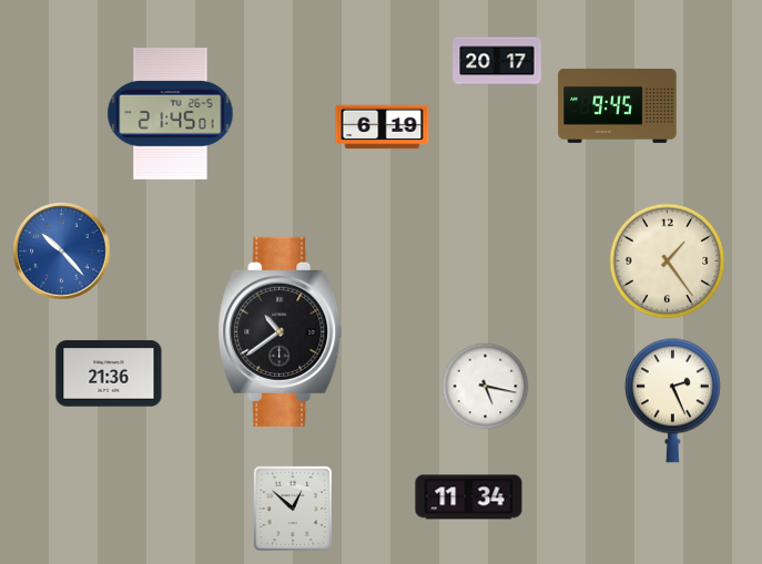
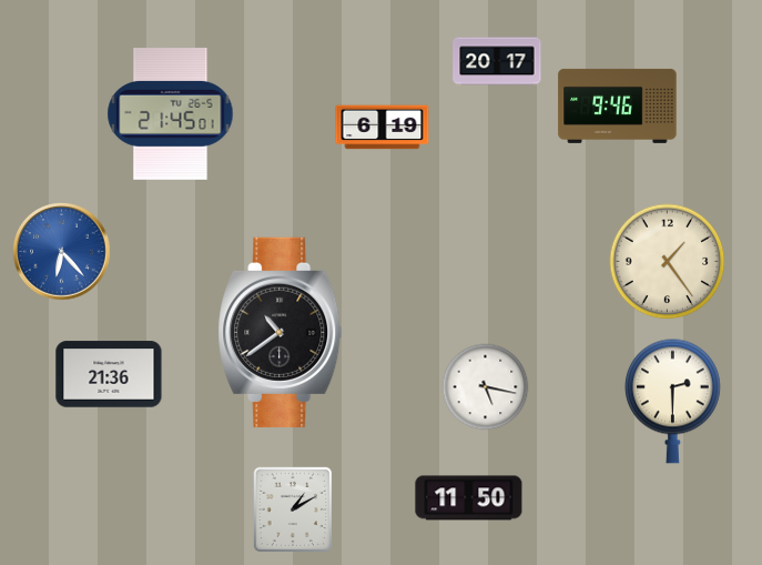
clock at (618, 105): 9:45 -> 9:46
clock at (62, 252): 10:23 -> 6:23
clock at (672, 400): 2:26 -> 2:30
clock at (469, 498): 11:34 -> 11:50
clock at (293, 509): 12:52 -> 1:10
